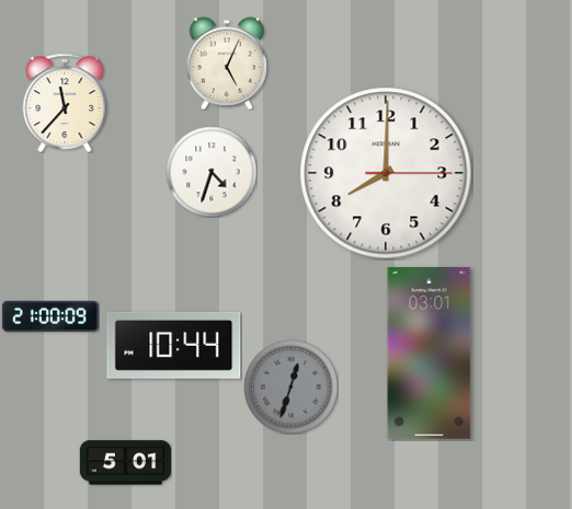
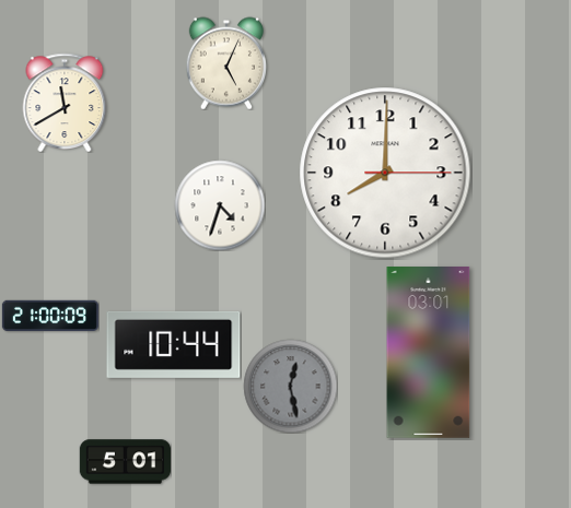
clock at (65, 103): 11:37 -> 11:40
clock at (211, 172) position: (211, 172) -> (220, 205)
clock at (290, 386): 12:33 -> 12:28
